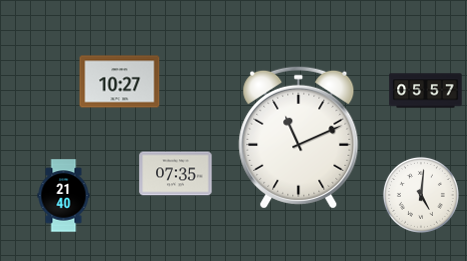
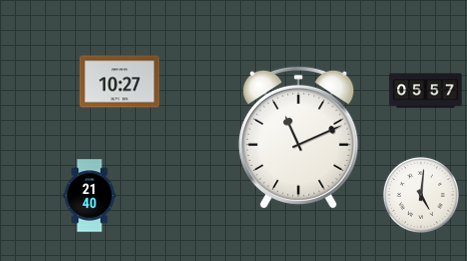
clock at (176, 174): 07:35 -> none
clock at (64, 196) position: (64, 196) -> (90, 196)
